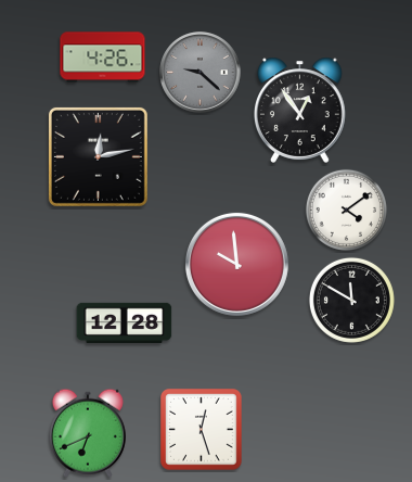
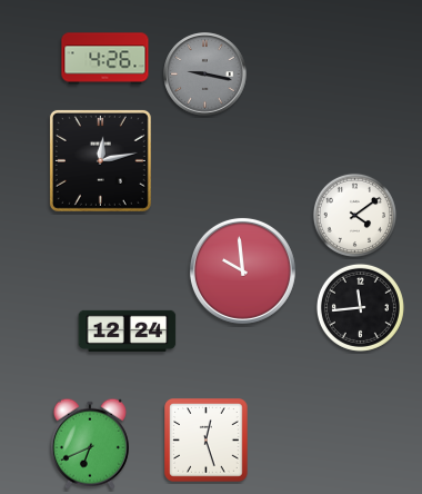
clock at (201, 73): 9:22 -> 9:17
clock at (299, 110): 12:54 -> none
clock at (351, 300): 11:50 -> 11:44
clock at (125, 322): 12:28 -> 12:24
